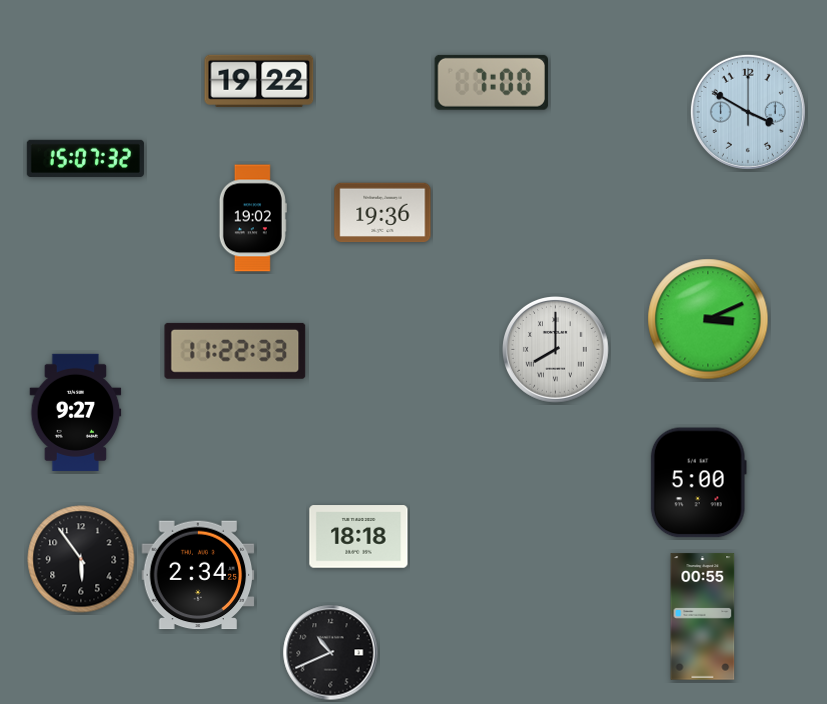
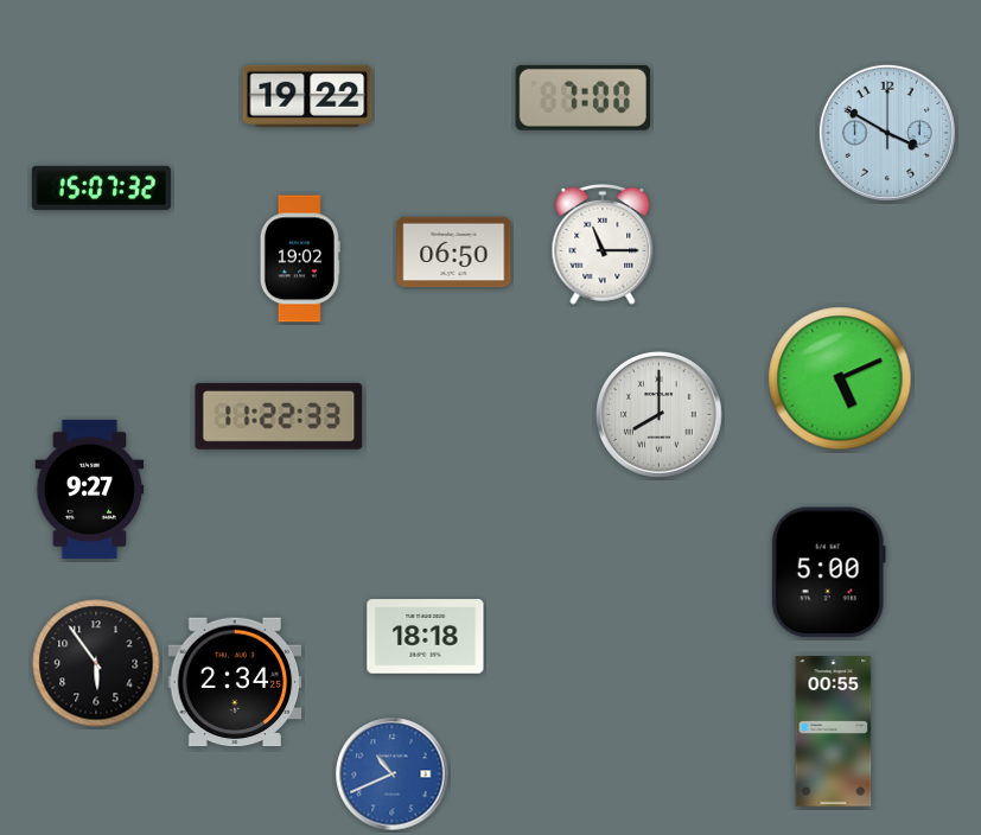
clock at (603, 244): none -> 11:15
clock at (383, 213): 19:36 -> 06:50
clock at (708, 319): 3:11 -> 5:11
clock at (331, 653) dial: black -> blue
